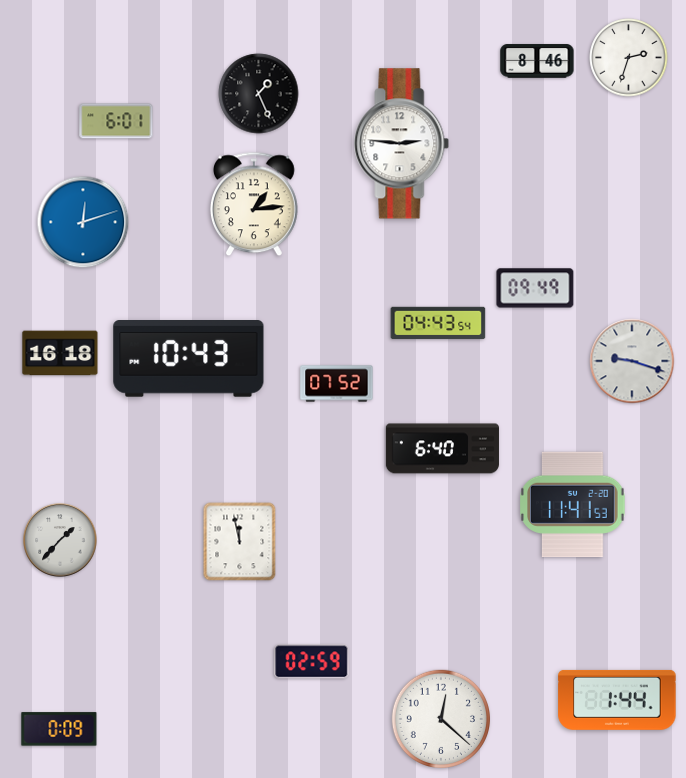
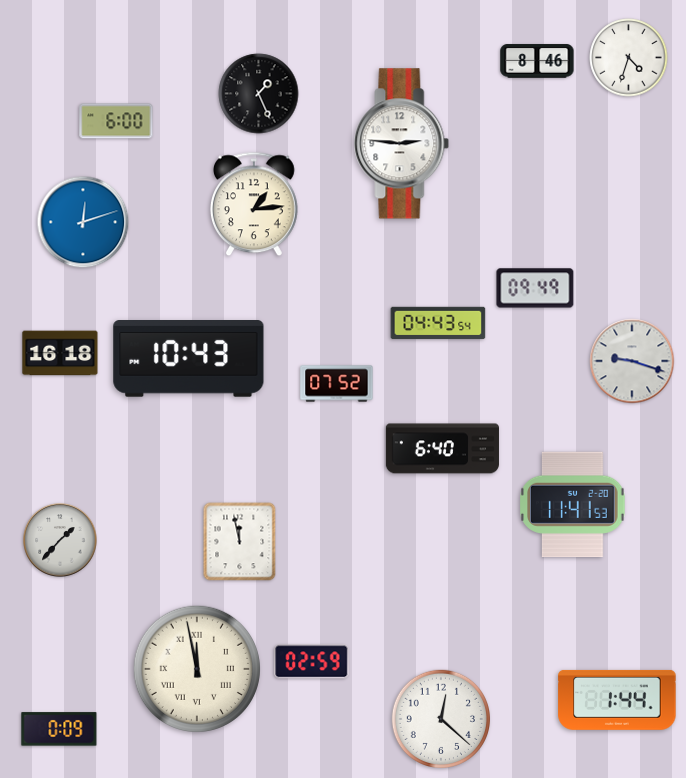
clock at (629, 58): 2:33 -> 4:33
clock at (116, 121): 6:01 -> 6:00
clock at (197, 669): none -> 11:58
